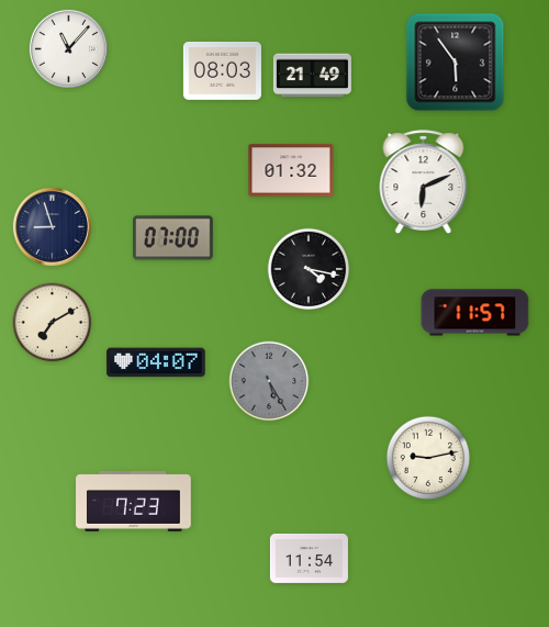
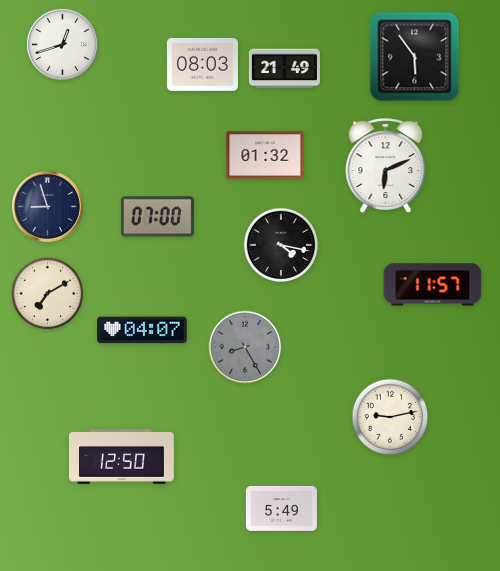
clock at (68, 48): 11:07 -> 12:42
clock at (269, 381): 5:25 -> 8:25
clock at (134, 502): 7:23 -> 12:50
clock at (309, 558): 11:54 -> 5:49
